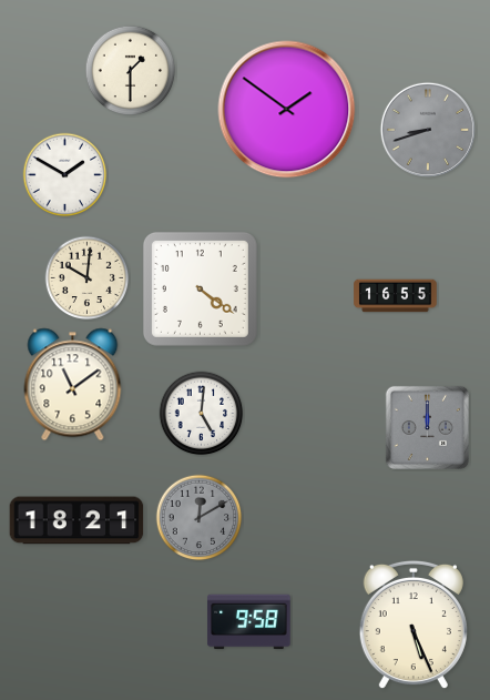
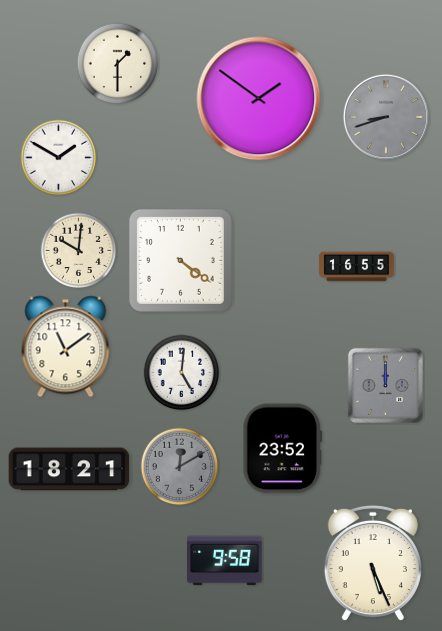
clock at (283, 449): none -> 23:52
